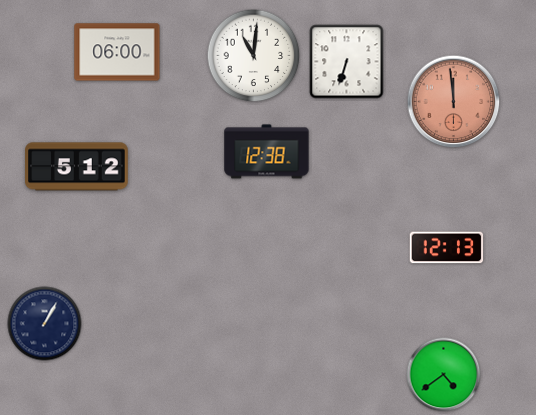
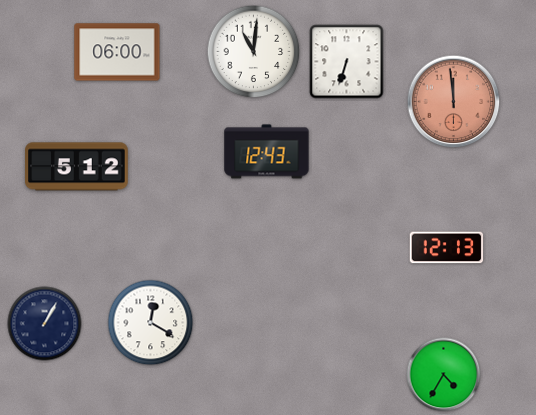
clock at (254, 56) position: (254, 56) -> (254, 52)
clock at (267, 152): 12:38 -> 12:43
clock at (151, 323): none -> 12:20
clock at (444, 375): 4:39 -> 4:35
